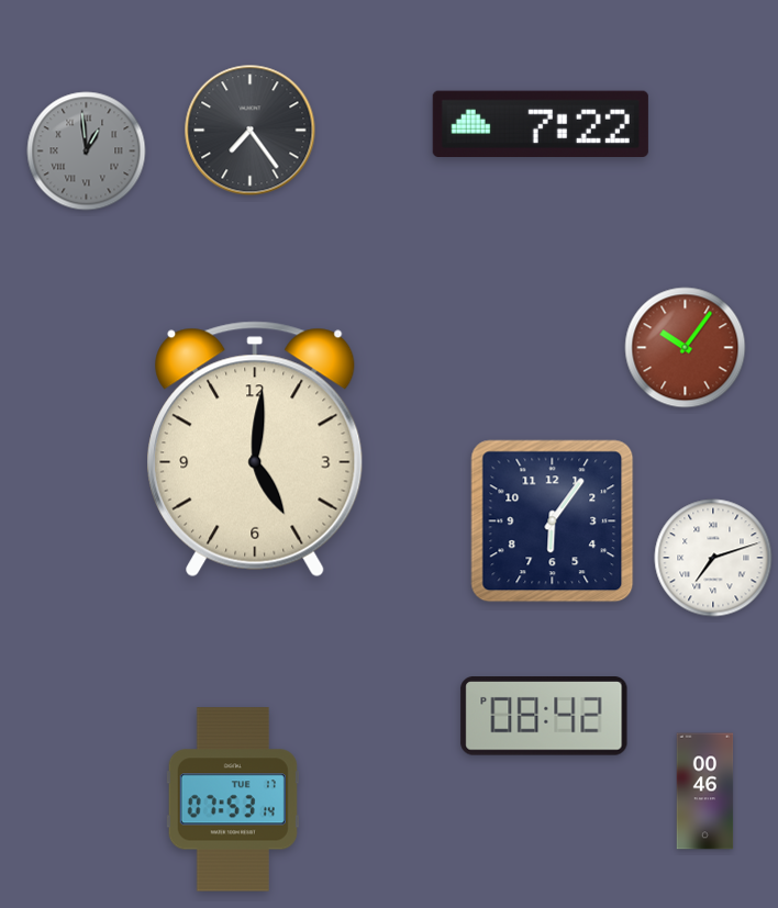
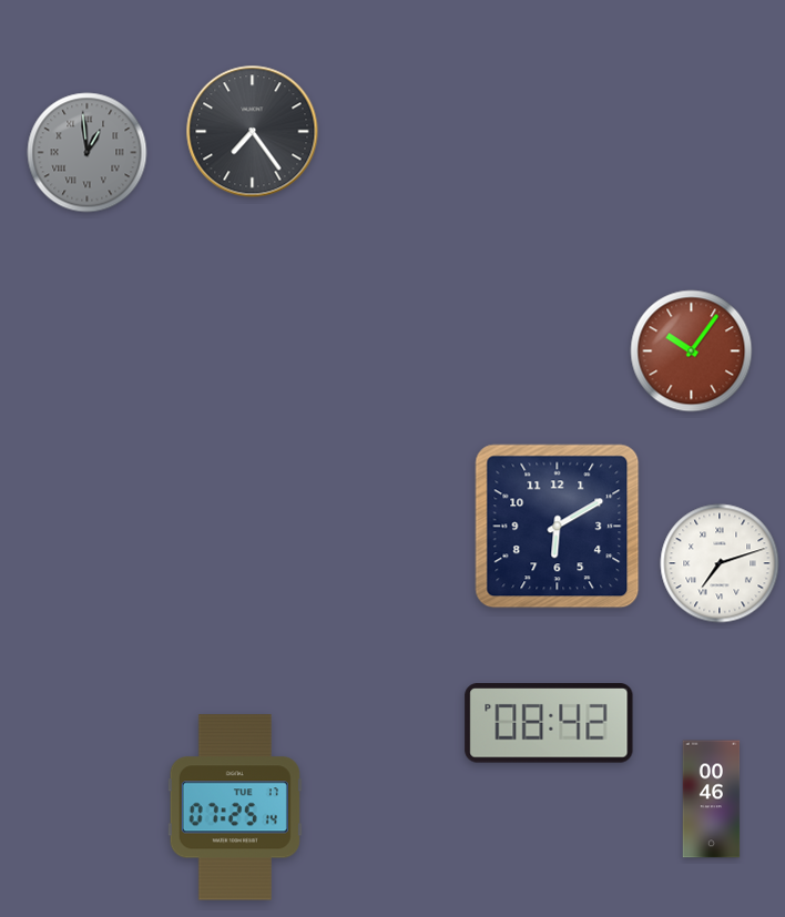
clock at (541, 123): 7:22 -> none
clock at (255, 449): 5:01 -> none
clock at (553, 522): 6:06 -> 6:10
clock at (233, 799): 07:53 -> 07:25
